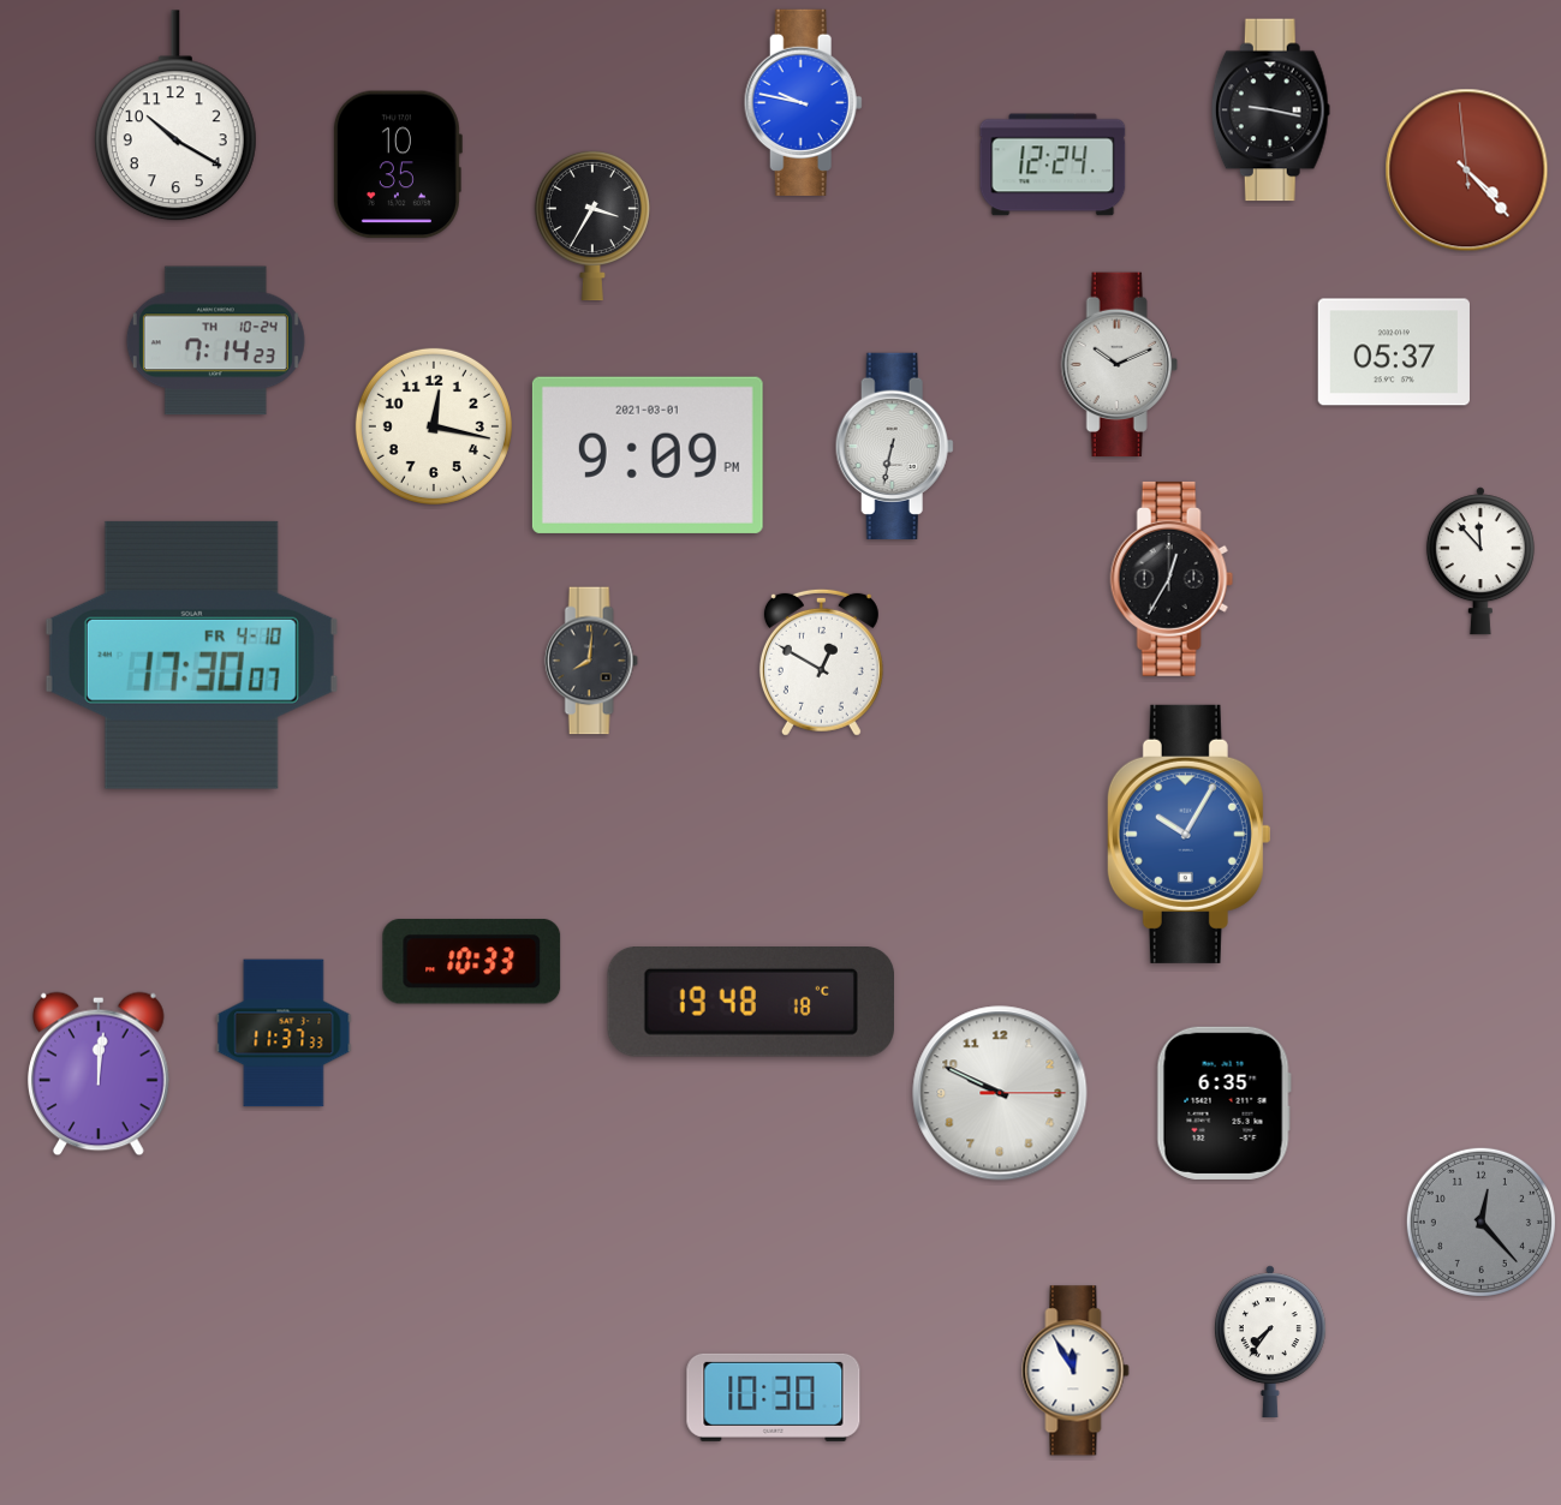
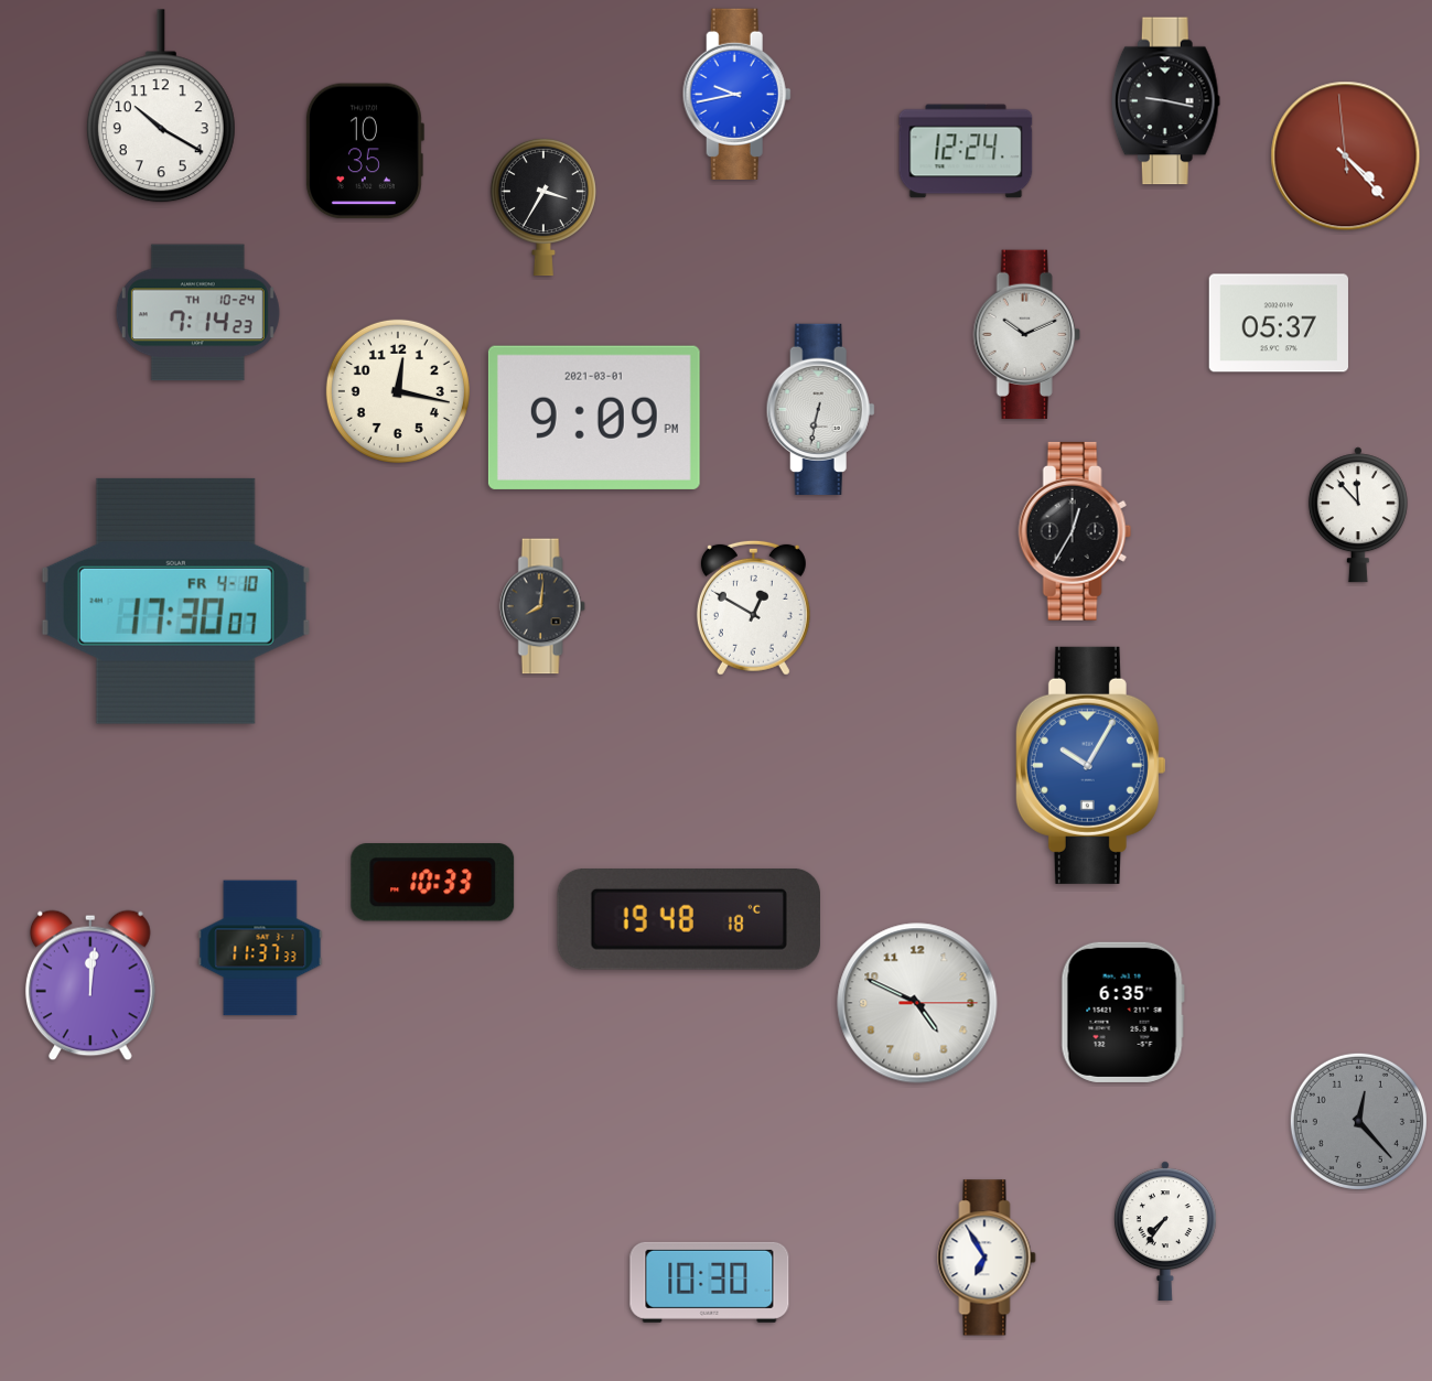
clock at (803, 102): 9:47 -> 9:43
clock at (1000, 1093): 9:49 -> 4:49
clock at (1076, 1370): 11:55 -> 6:55
